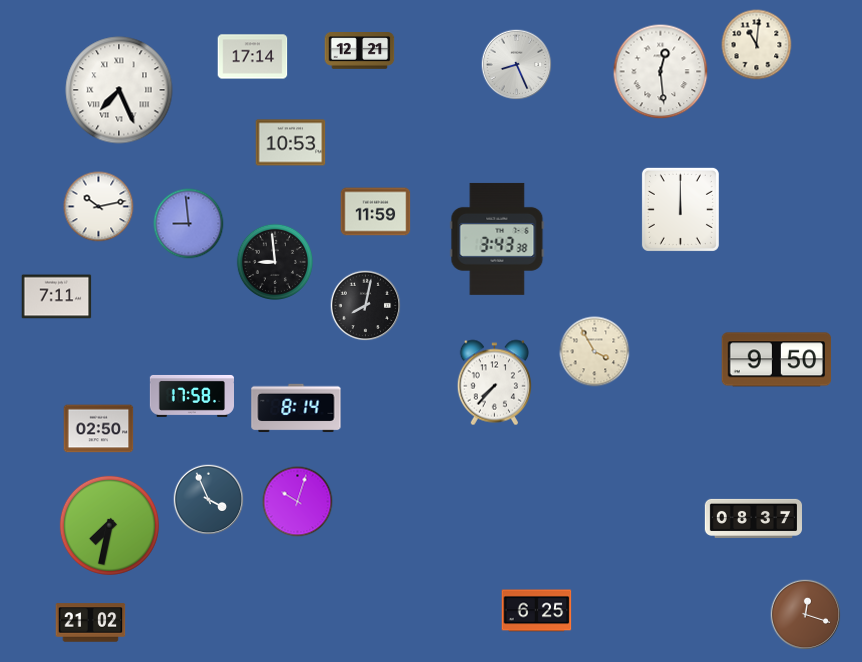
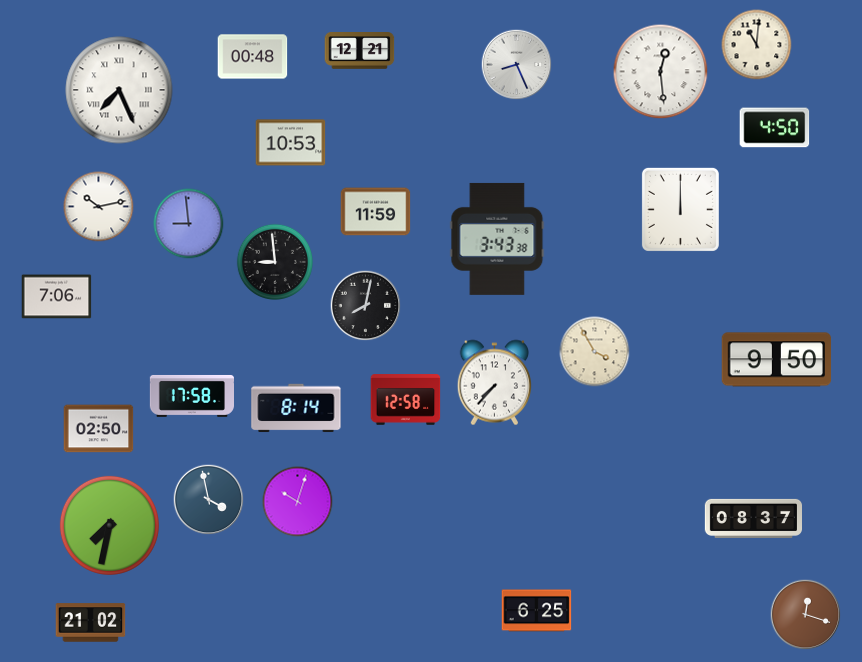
clock at (253, 57): 17:14 -> 00:48
clock at (775, 128): none -> 4:50
clock at (57, 297): 7:11 -> 7:06
clock at (406, 400): none -> 12:58
clock at (209, 500): 3:56 -> 3:58
